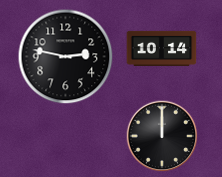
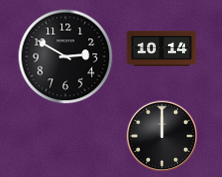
clock at (66, 57): 2:47 -> 2:50
